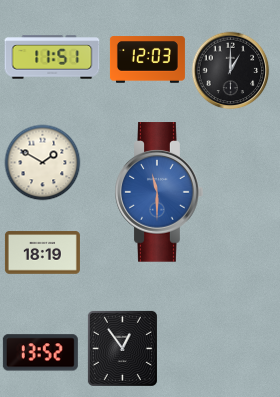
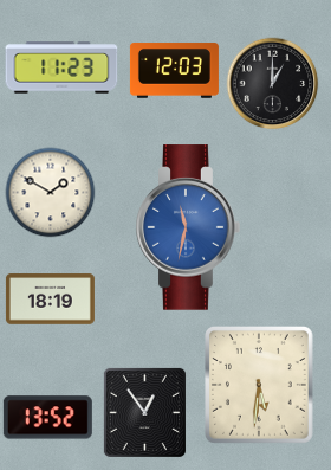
clock at (52, 57): 11:51 -> 11:23
clock at (159, 192): 11:30 -> 11:32
clock at (260, 386): none -> 5:31
